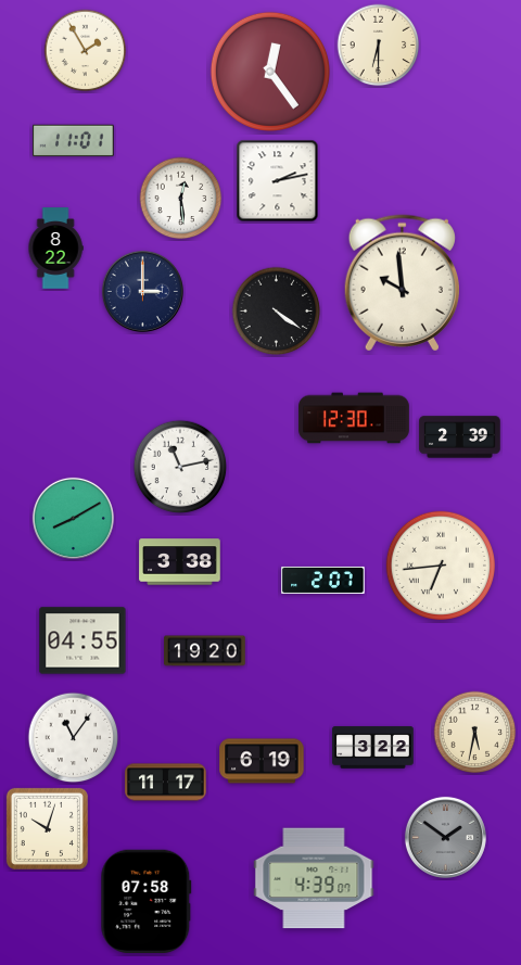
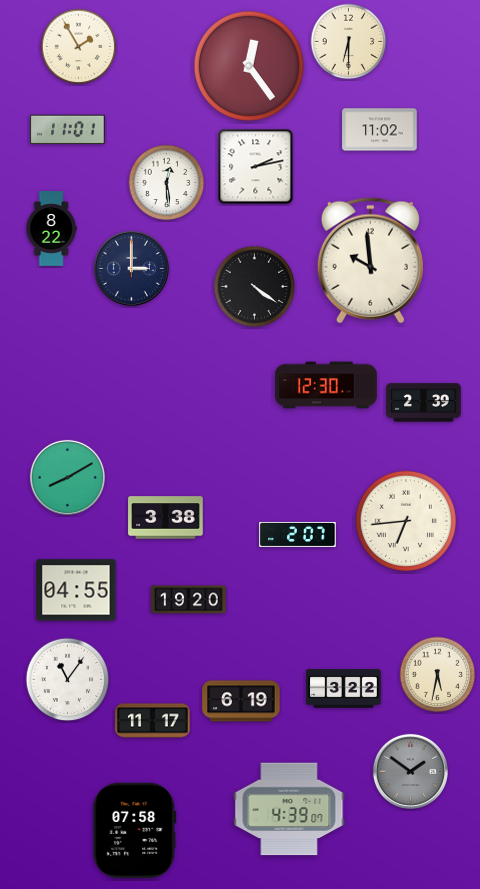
clock at (380, 130): none -> 11:02
clock at (180, 467): 11:13 -> none
clock at (47, 828): 10:03 -> none
